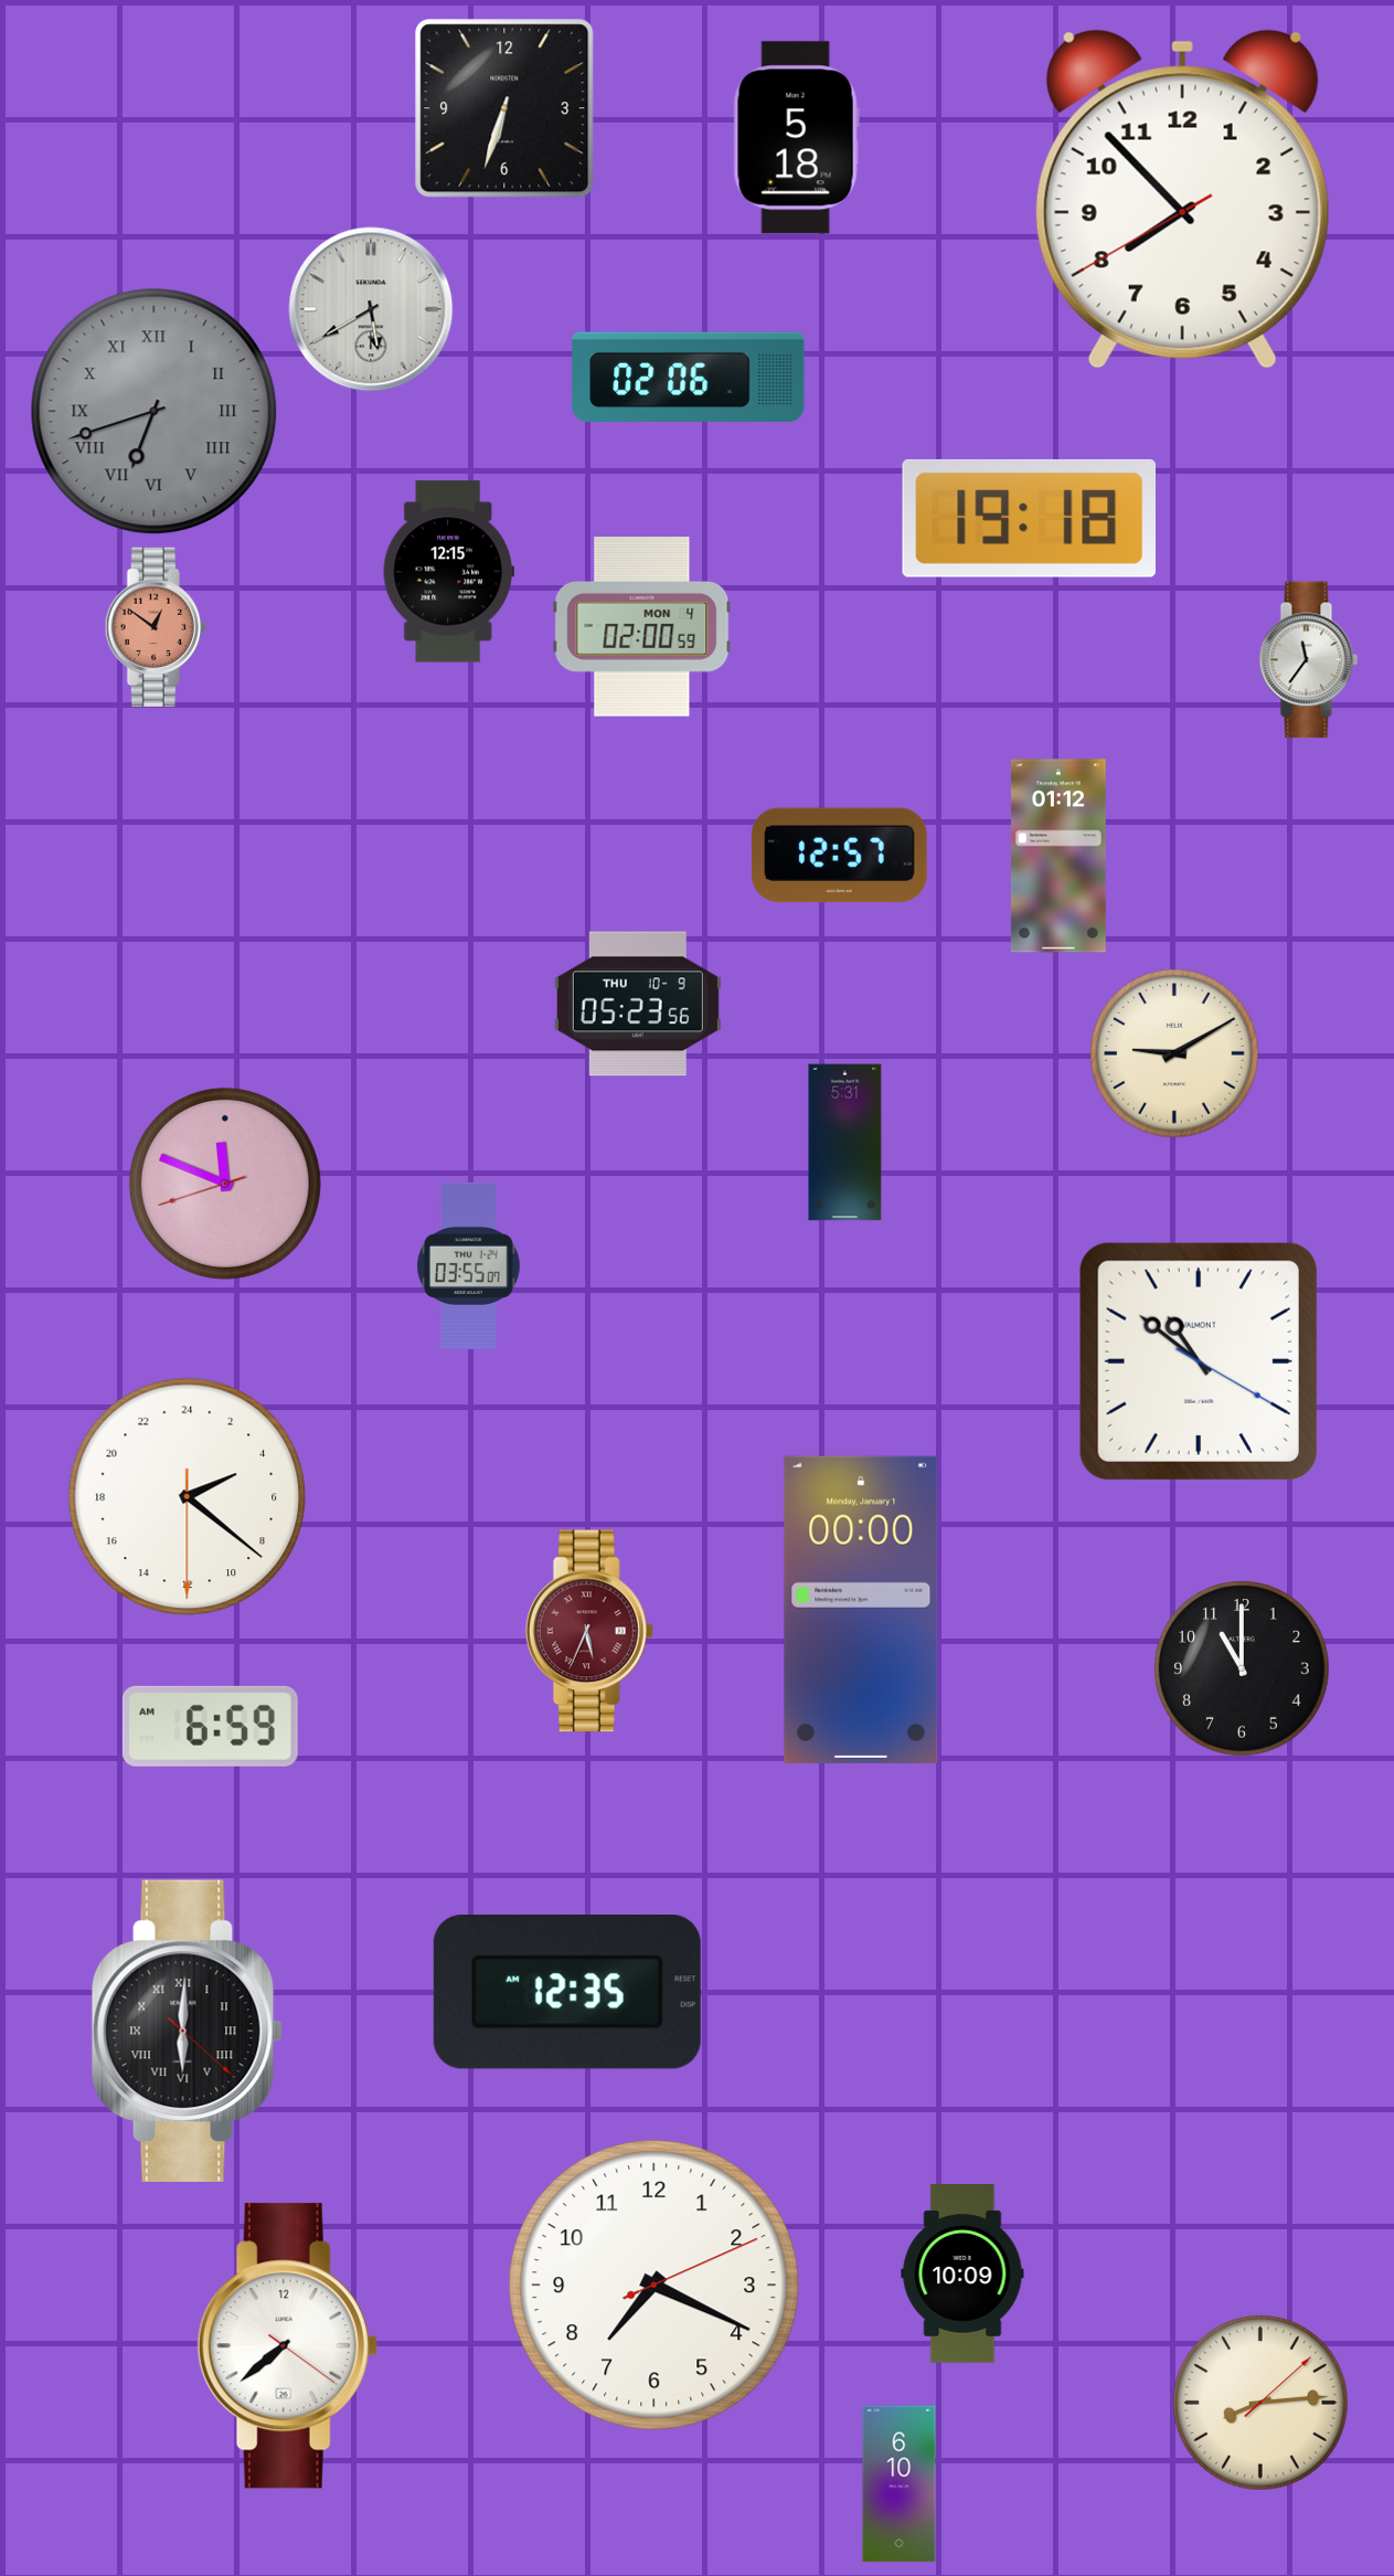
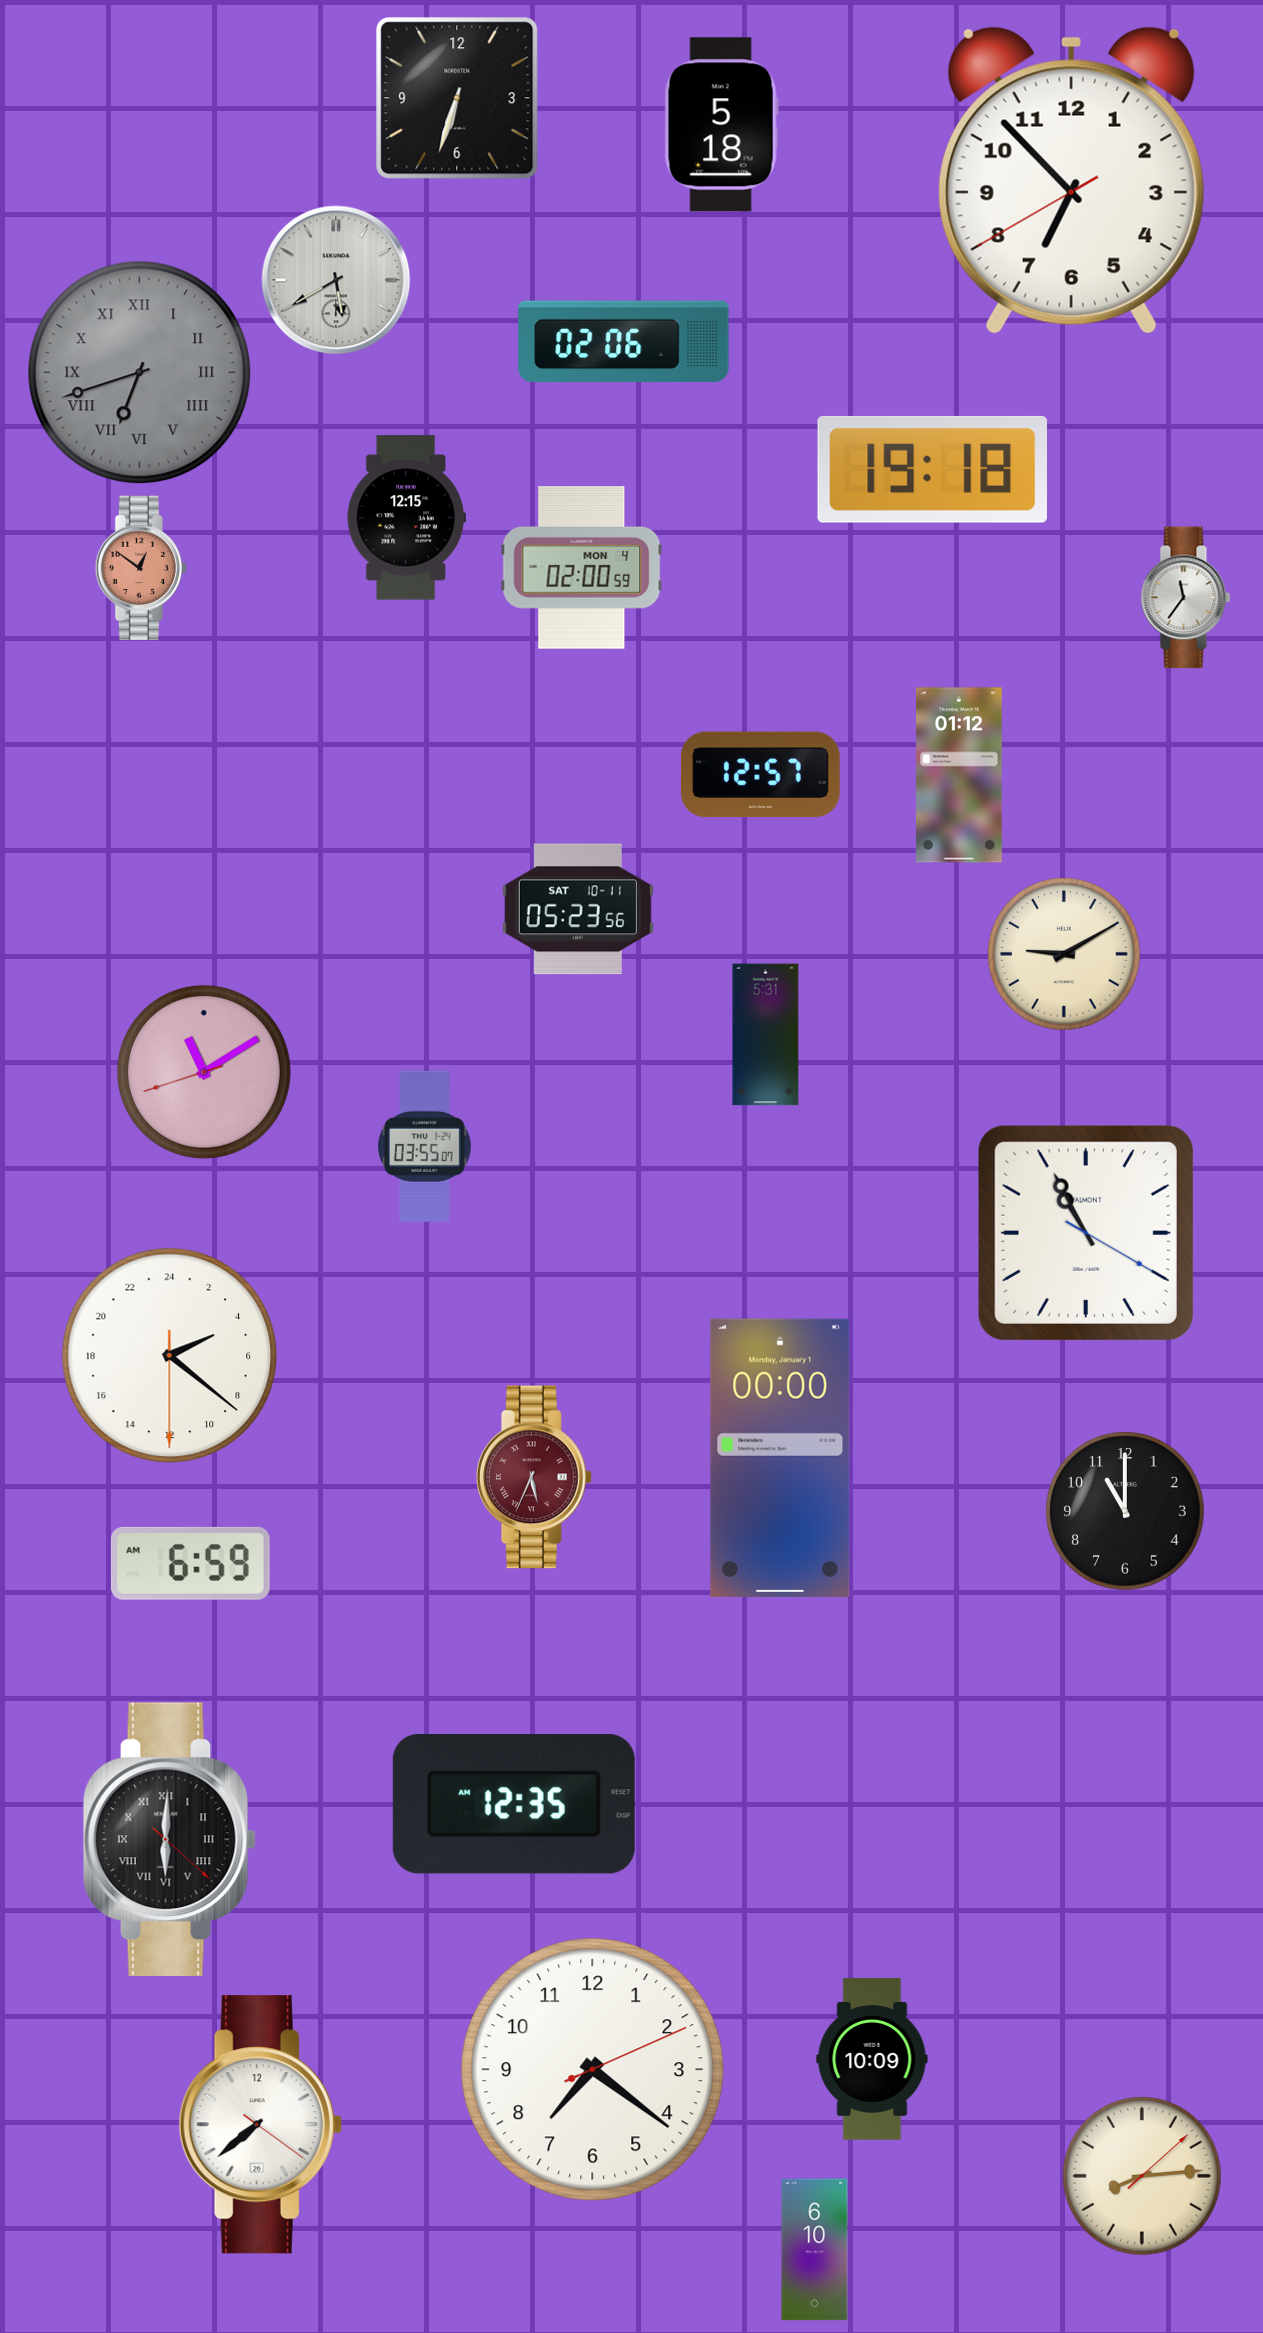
clock at (1182, 199): 7:52 -> 6:52
clock at (638, 1004) date: THU 10-9 -> SAT 10-11
clock at (225, 1184): 11:48 -> 11:09
clock at (1199, 1361): 10:51 -> 10:55
clock at (655, 2286): 7:19 -> 7:21
